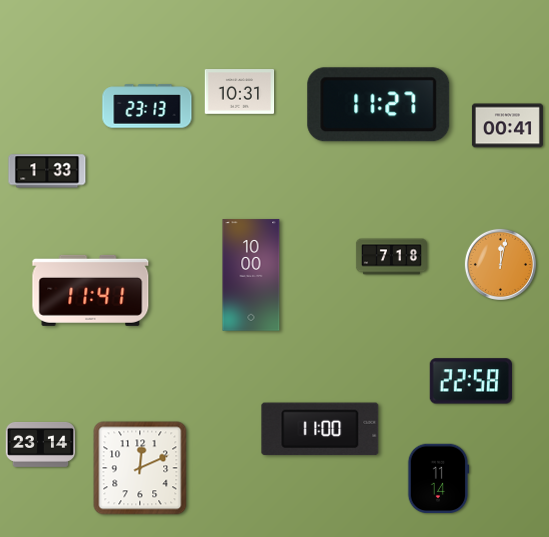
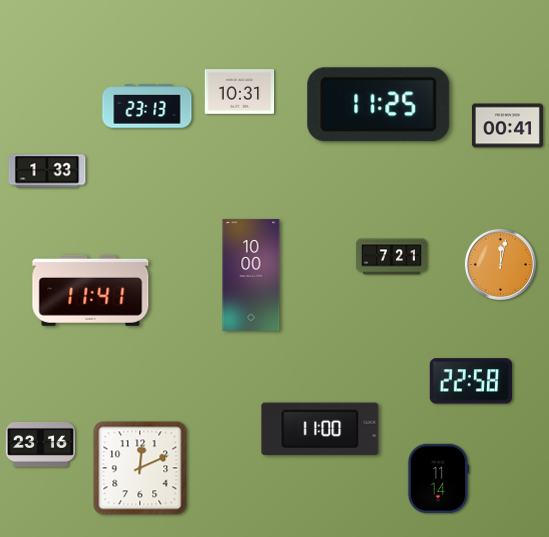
clock at (379, 105): 11:27 -> 11:25
clock at (391, 257): 7:18 -> 7:21
clock at (41, 444): 23:14 -> 23:16
